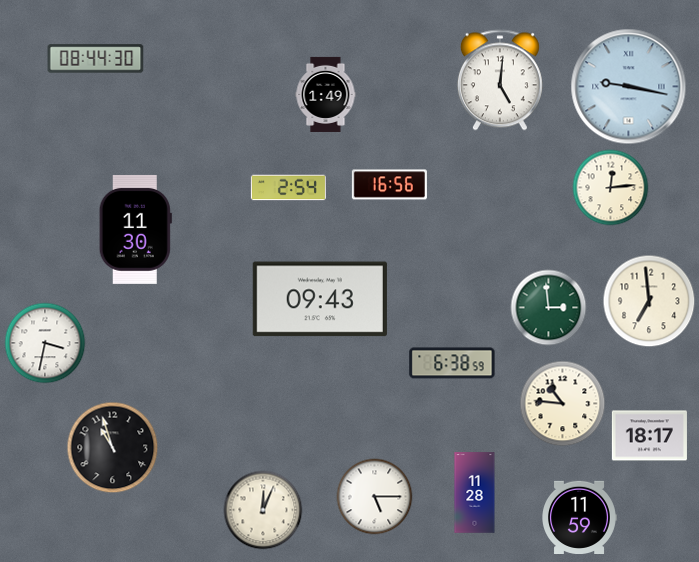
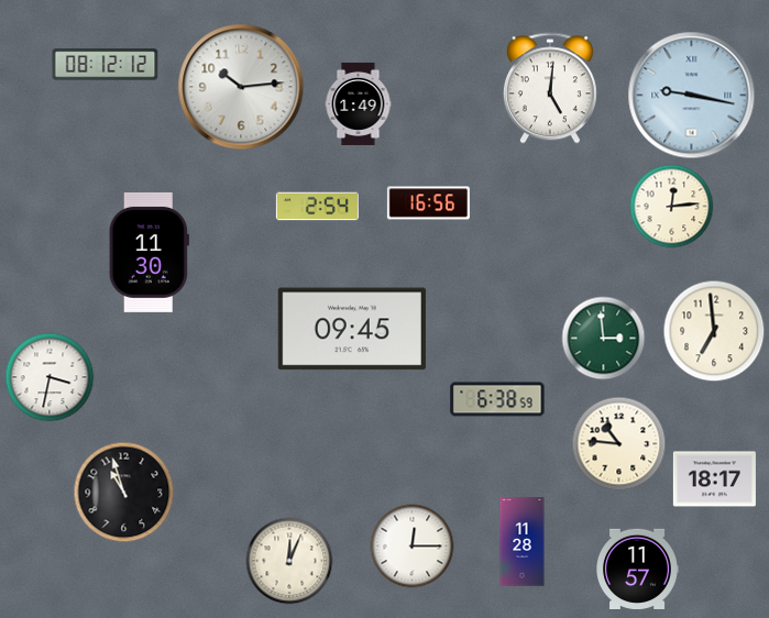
clock at (96, 59): 08:44 -> 08:12
clock at (241, 87): none -> 10:14
clock at (320, 299): 09:43 -> 09:45
clock at (375, 497): 5:15 -> 12:15
clock at (580, 517): 11:59 -> 11:57
